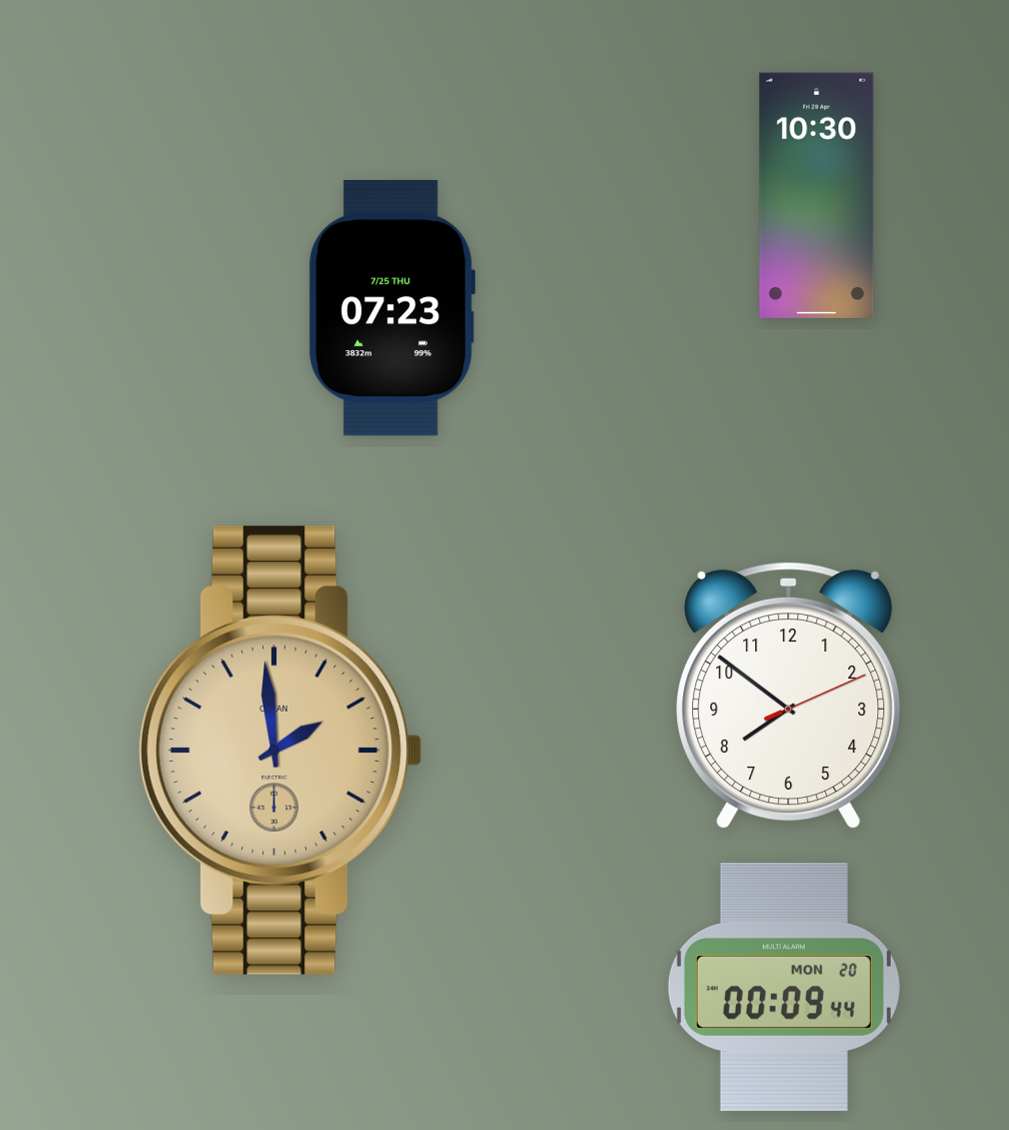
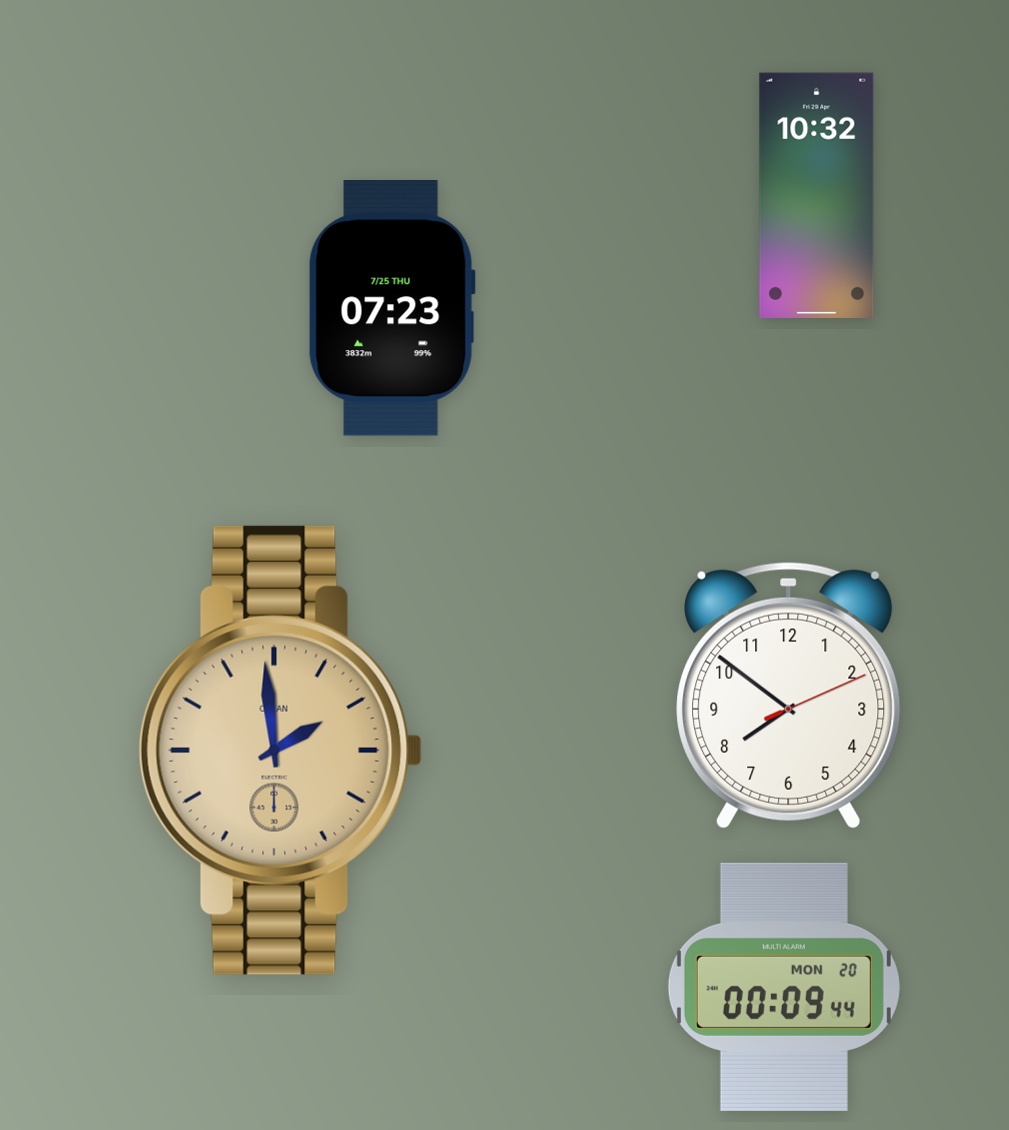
clock at (817, 195): 10:30 -> 10:32
